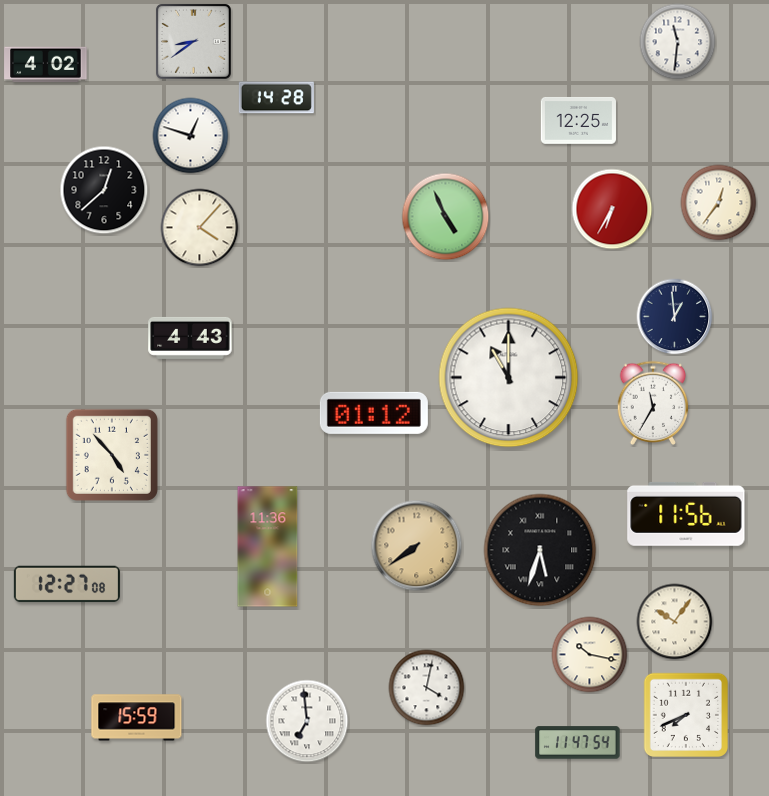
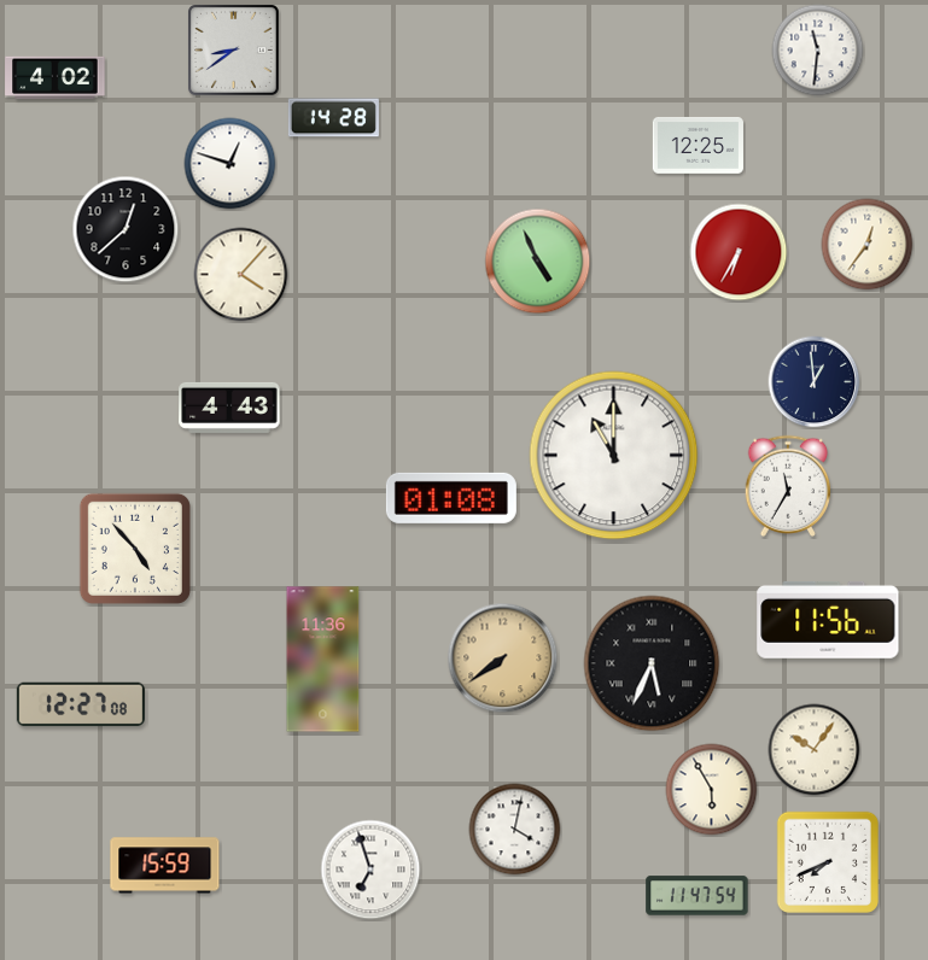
clock at (374, 413): 01:12 -> 01:08
clock at (540, 550): 5:33 -> 5:34
clock at (590, 655): 10:17 -> 5:55
clock at (307, 721): 6:59 -> 6:57
